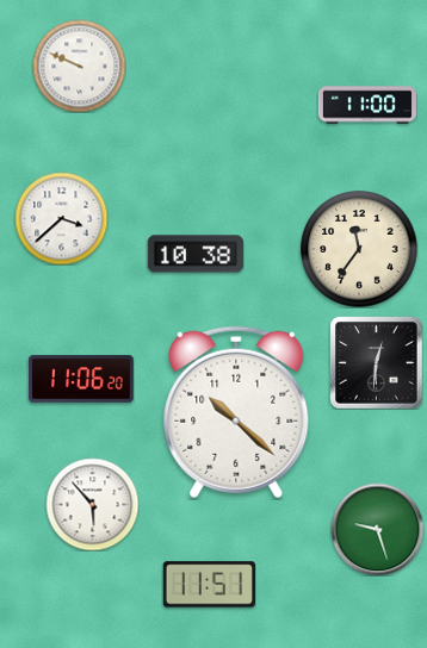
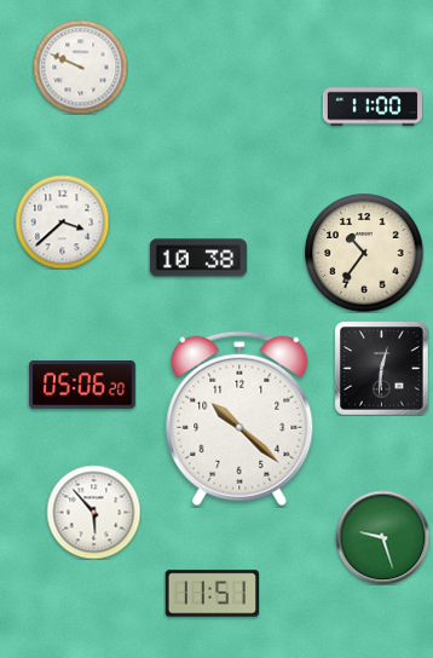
clock at (359, 249): 11:36 -> 10:36
clock at (82, 379): 11:06 -> 05:06
